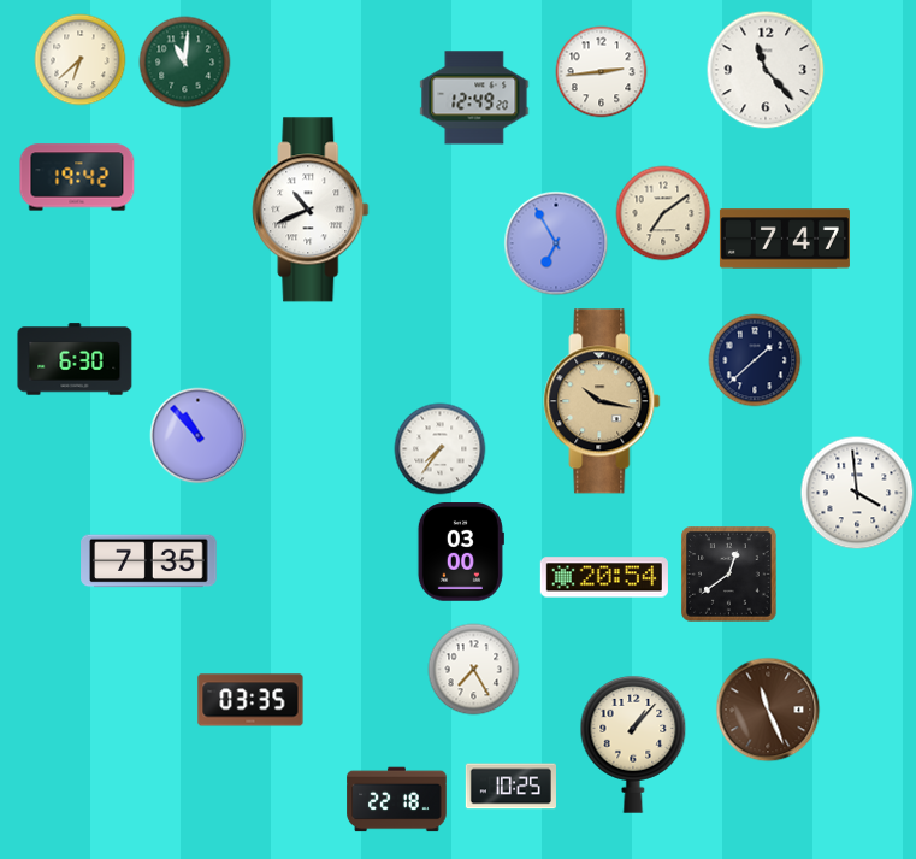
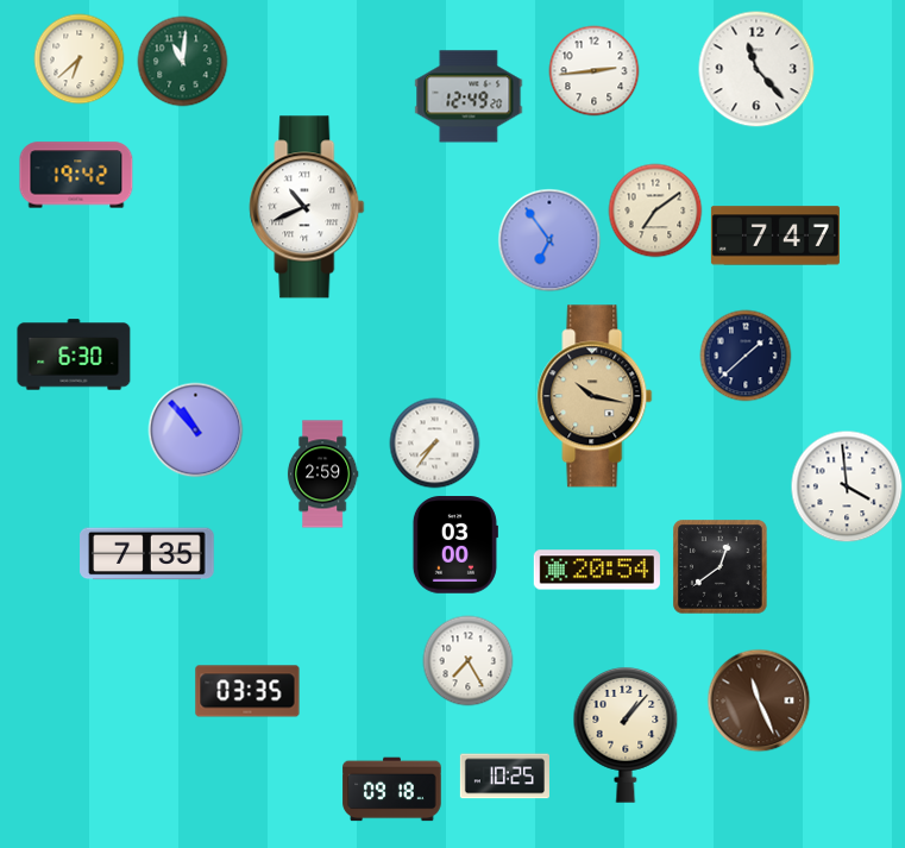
clock at (556, 243): 6:55 -> 6:54
clock at (322, 475): none -> 2:59
clock at (397, 800): 22:18 -> 09:18
